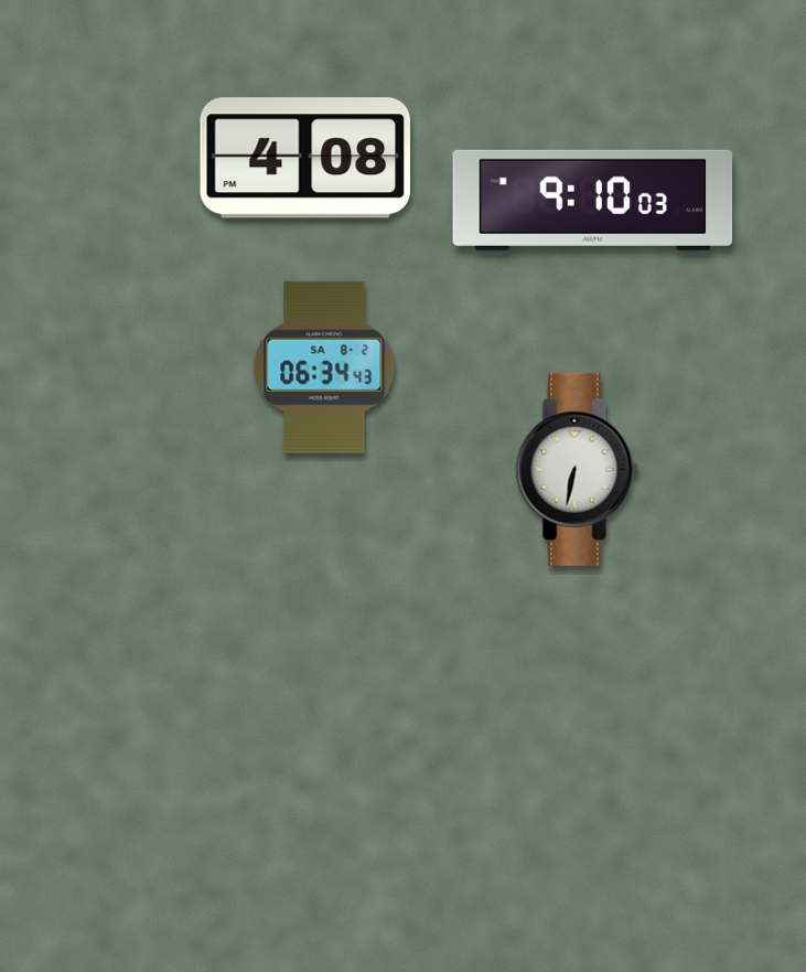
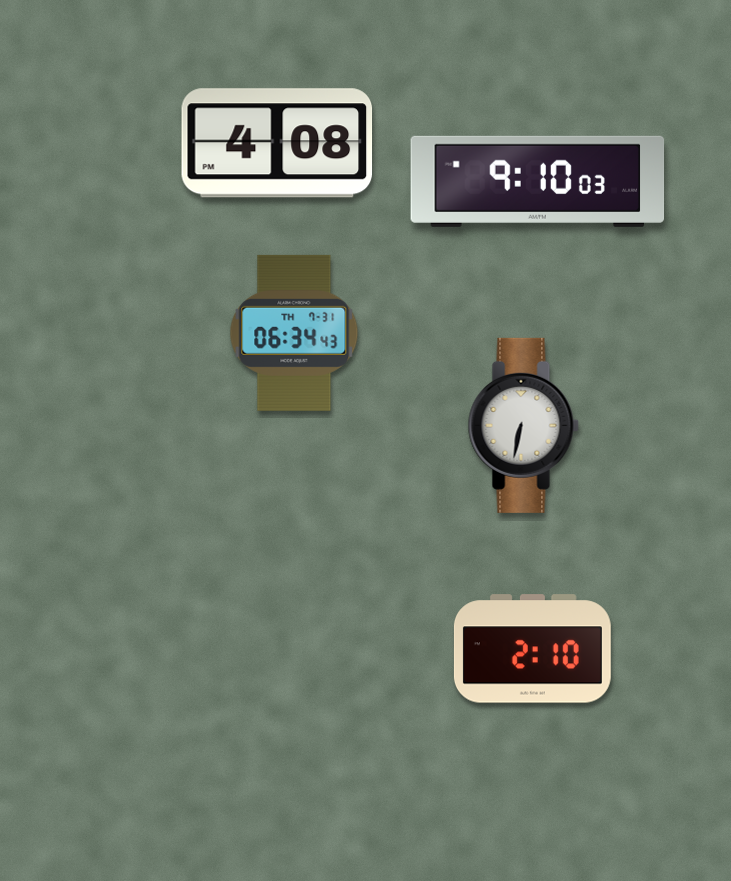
clock at (324, 367) date: SA 8-2 -> TH 7-31
clock at (532, 649): none -> 2:10
